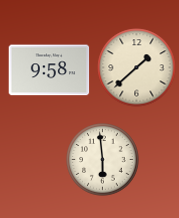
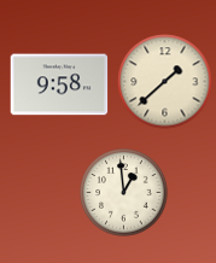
clock at (103, 160): 5:59 -> 12:59
